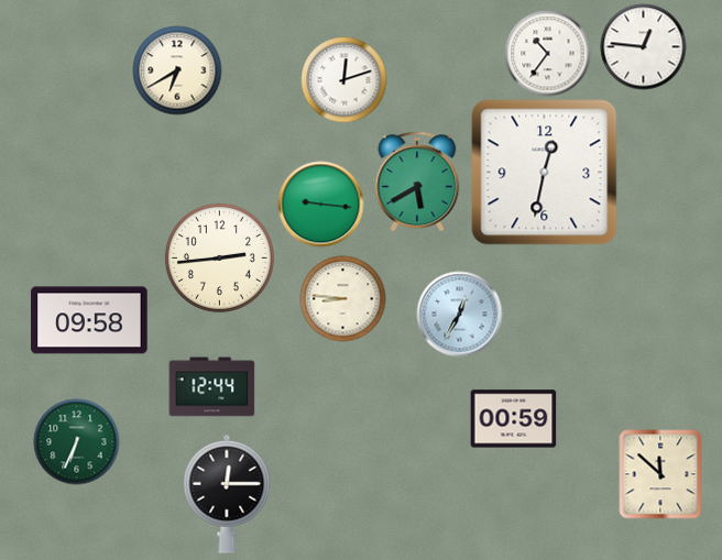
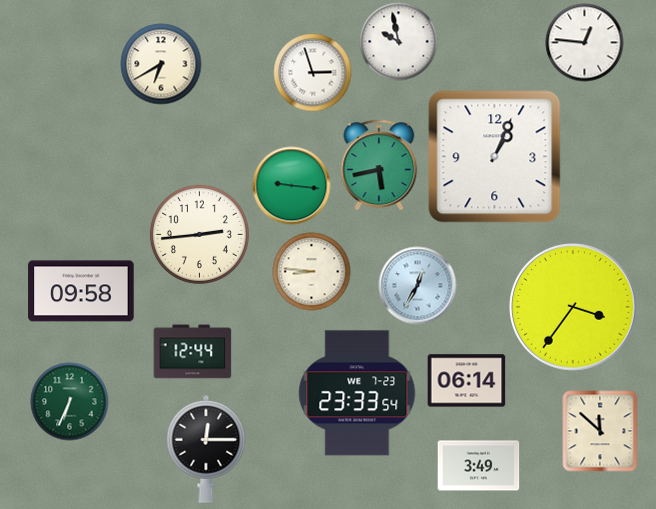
clock at (398, 41): none -> 9:58
clock at (547, 53): 10:36 -> none
clock at (343, 79): 12:12 -> 2:57
clock at (545, 173): 12:32 -> 1:04
clock at (417, 182): 5:40 -> 5:43
clock at (574, 308): none -> 3:36
clock at (513, 419): 00:59 -> 06:14
clock at (357, 393): none -> 23:33
clock at (478, 466): none -> 3:49
